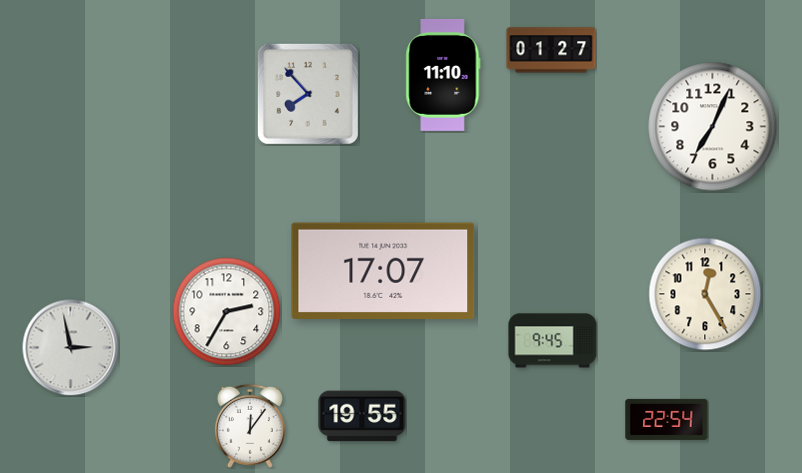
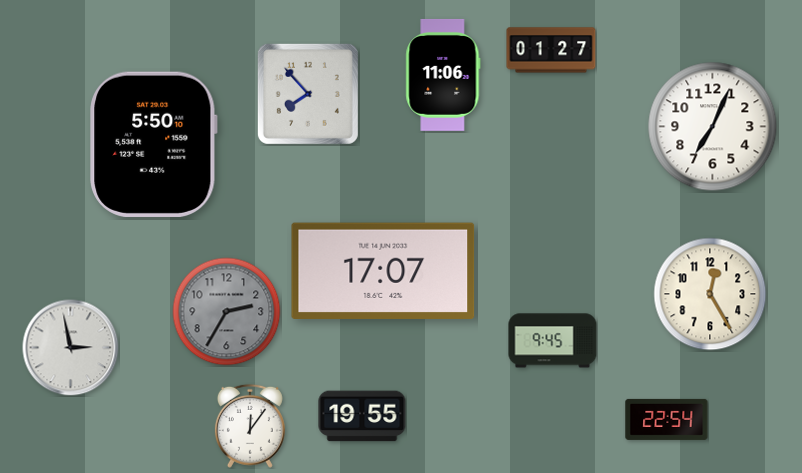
clock at (443, 75): 11:10 -> 11:06
clock at (154, 144): none -> 5:50
clock at (705, 294) position: (705, 294) -> (710, 294)
clock at (227, 312) dial: white -> grey
